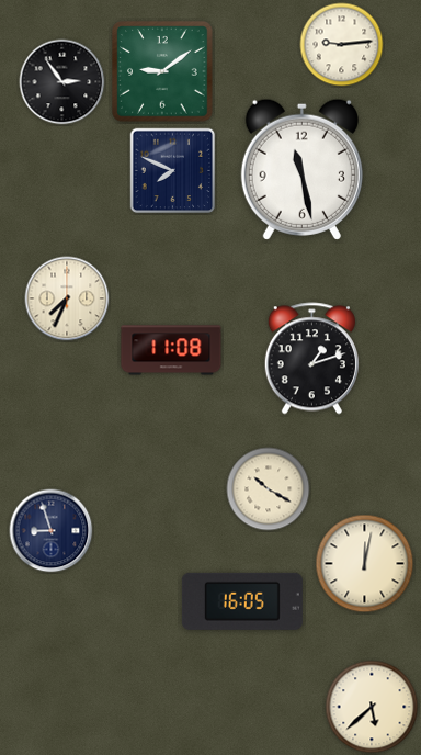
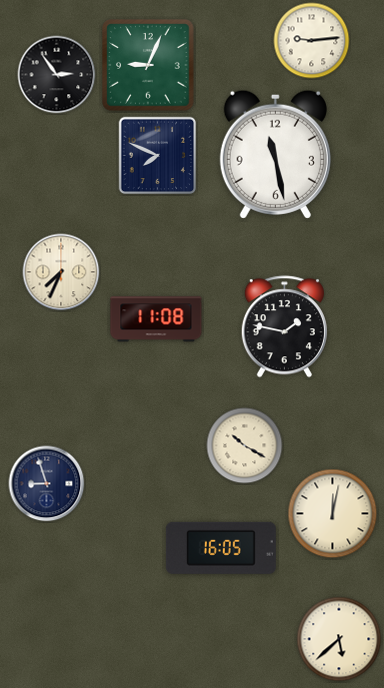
clock at (162, 71): 9:09 -> 9:04
clock at (311, 359): 1:12 -> 1:47
clock at (372, 707) position: (372, 707) -> (339, 639)
